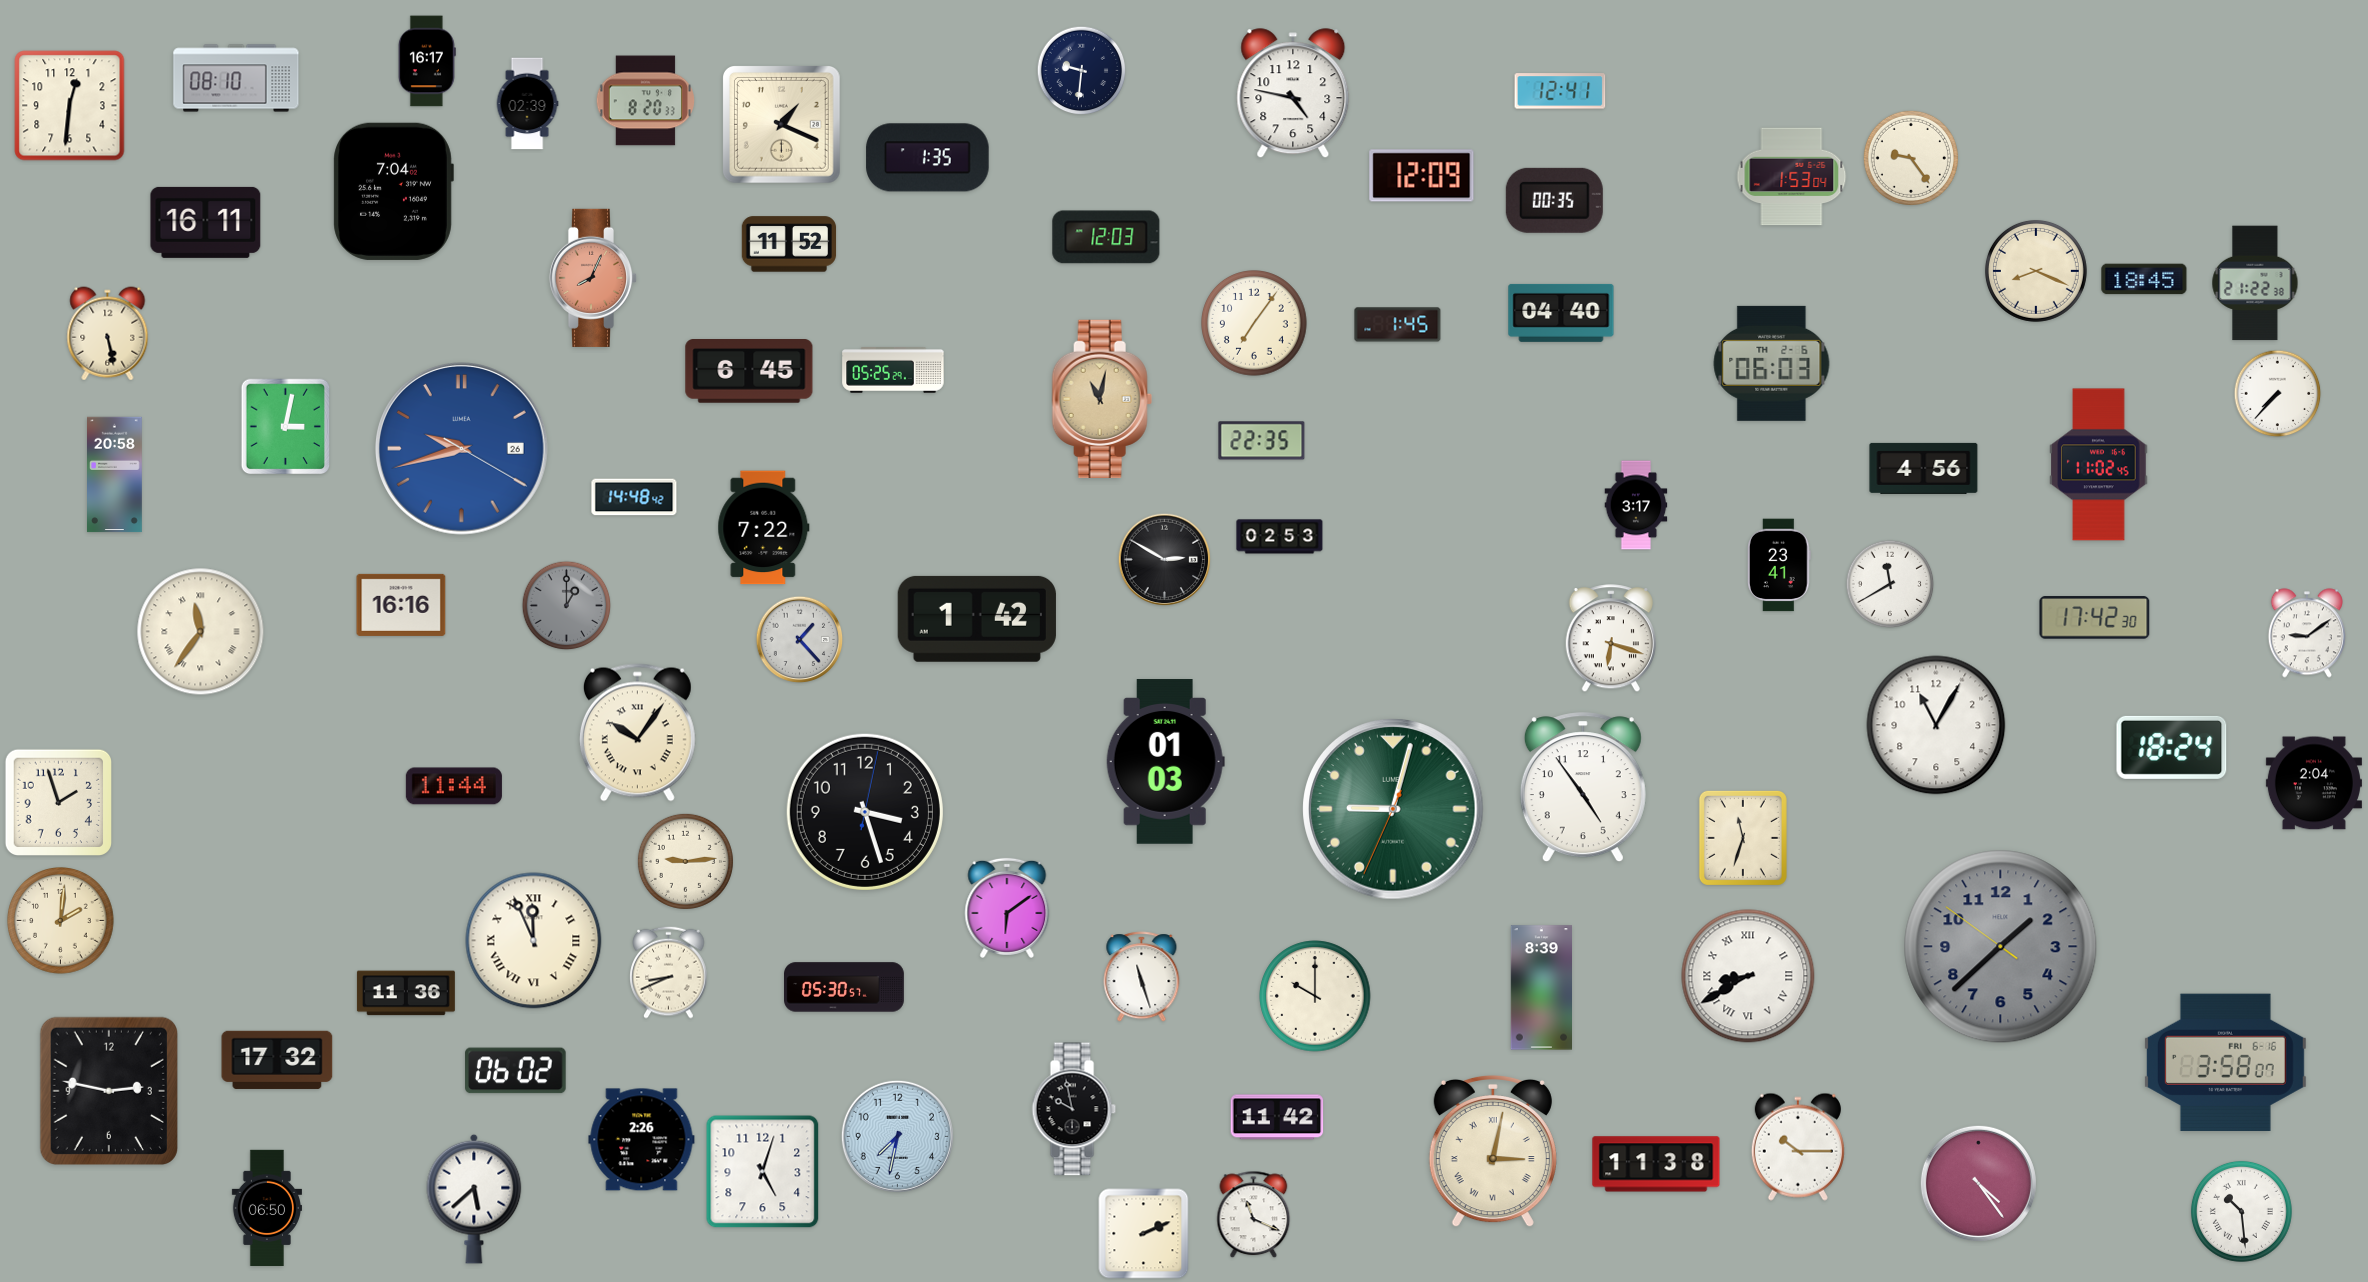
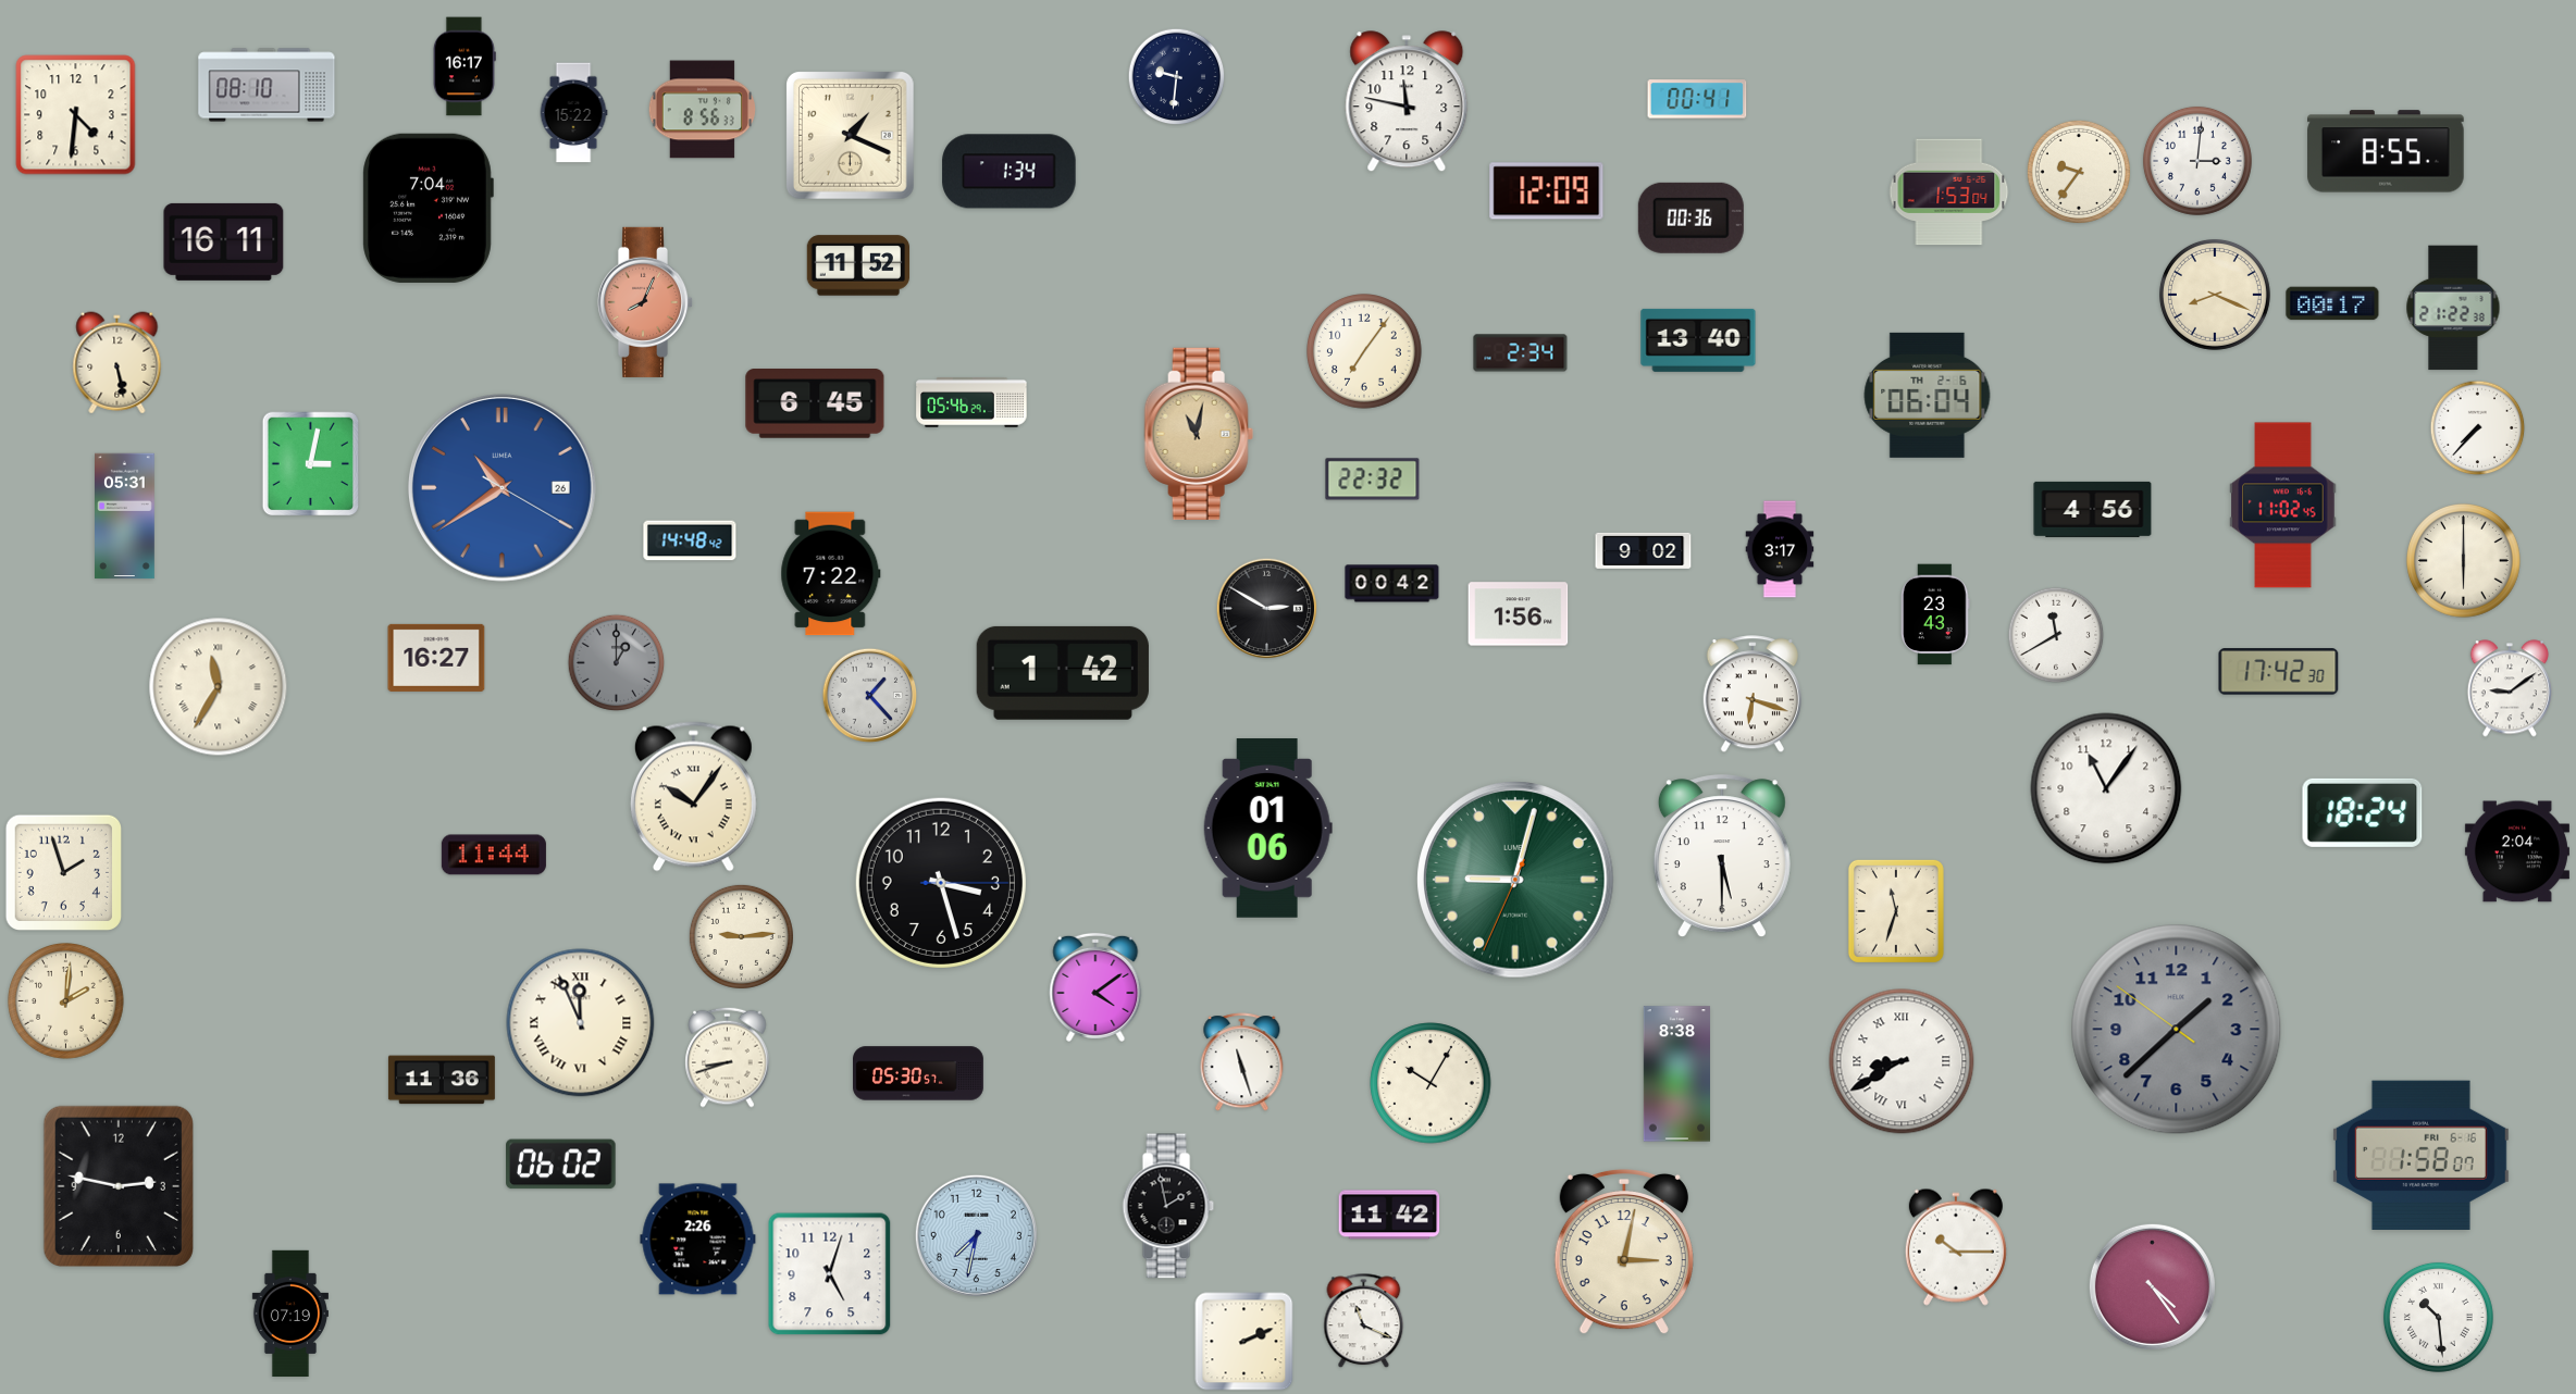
clock at (236, 78) position: (236, 78) -> (267, 85)
clock at (1560, 91): 12:41 -> 00:41
clock at (1293, 94): 4:47 -> 11:47
clock at (645, 101): 8:20 -> 8:56
clock at (527, 104): 02:39 -> 15:22
clock at (70, 106): 12:31 -> 4:31
clock at (2386, 151): none -> 8:55
clock at (2197, 161): none -> 3:01
clock at (928, 158): 1:35 -> 1:34
clock at (1911, 158): 9:24 -> 9:36
clock at (1554, 200): 00:35 -> 00:36
clock at (1106, 237): 12:03 -> none
clock at (2144, 279): 18:45 -> 00:17
clock at (1561, 313): 04:40 -> 13:40
clock at (1398, 325): 1:45 -> 2:34
clock at (1772, 363): 06:03 -> 06:04
clock at (893, 371): 05:25 -> 05:46
clock at (1262, 441): 22:35 -> 22:32
clock at (462, 449): 9:42 -> 10:39
clock at (115, 475): 20:58 -> 05:31
clock at (1644, 550): none -> 9:02
clock at (2464, 561): none -> 6:00
clock at (1280, 537): 02:53 -> 00:42
clock at (1519, 614): none -> 1:56
clock at (1780, 565): 23:41 -> 23:43
clock at (401, 605): 16:16 -> 16:27
clock at (567, 606) position: (567, 606) -> (617, 663)
clock at (201, 632): 11:36 -> 11:35
clock at (1936, 725): 11:05 -> 11:06
clock at (1165, 762): 01:03 -> 01:06
clock at (1583, 788): 4:54 -> 5:30
clock at (865, 812): 3:27:02 -> 3:27:15
clock at (685, 861) position: (685, 861) -> (741, 936)
clock at (1007, 908): 6:09 -> 4:09
clock at (669, 972): 8:41 -> 8:42
clock at (1541, 988): 8:39 -> 8:38
clock at (1315, 996): 10:00 -> 10:05
clock at (277, 1060): 17:32 -> none
clock at (2225, 1062): 3:58 -> 1:58
clock at (1074, 1109): 9:58 -> 1:58
clock at (1493, 1151) numerals: Roman -> Arabic
clock at (1656, 1164): 11:38 -> none
clock at (474, 1199): 5:38 -> none
clock at (267, 1207): 06:50 -> 07:19
